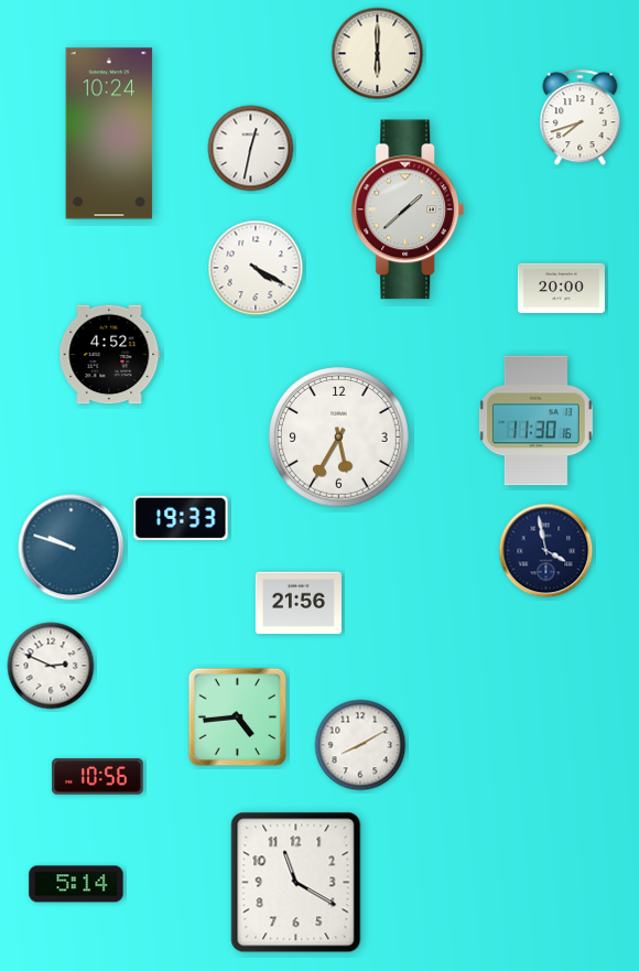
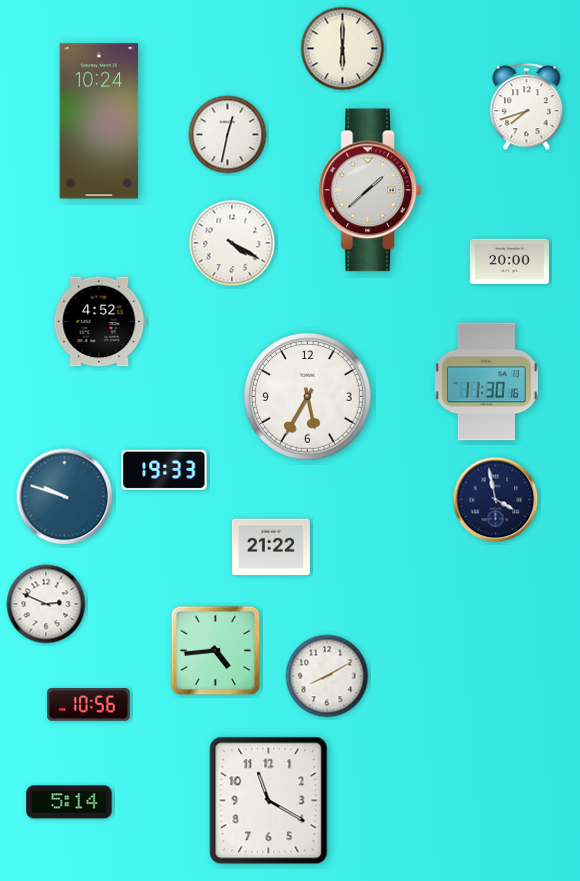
clock at (299, 603): 21:56 -> 21:22
